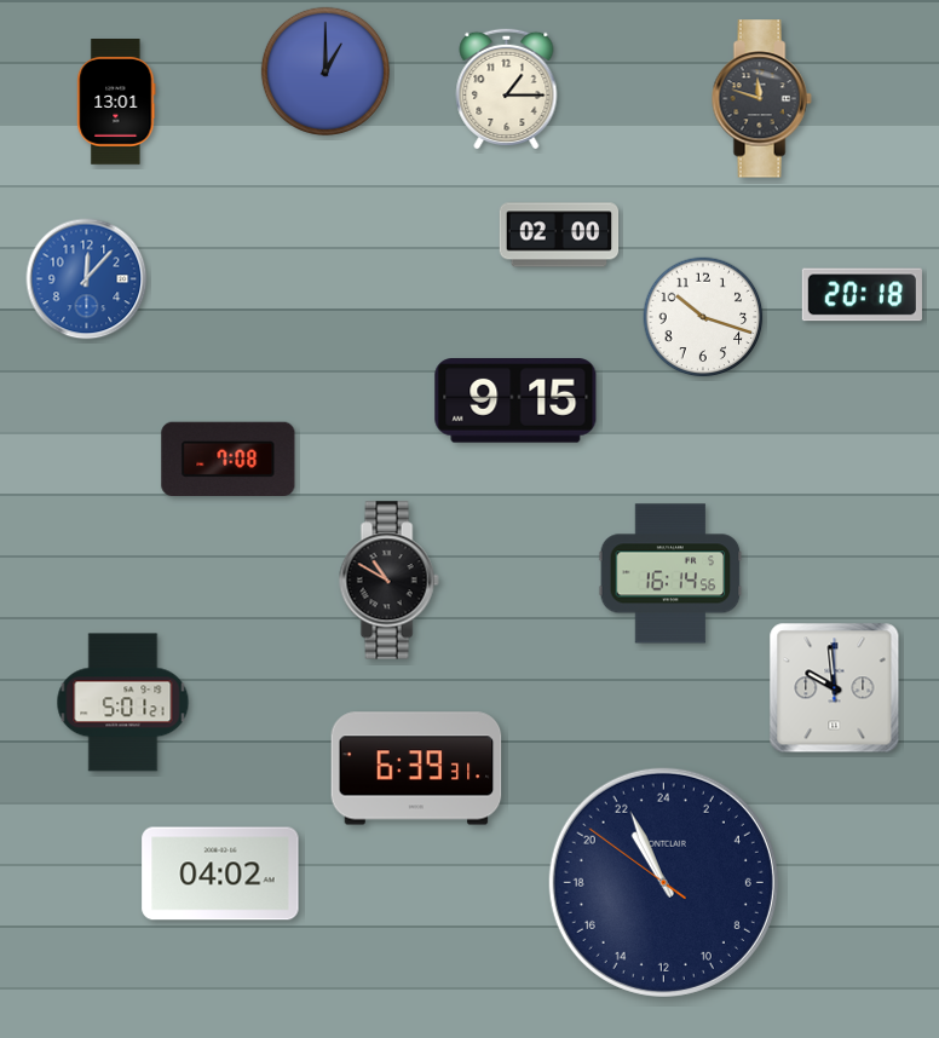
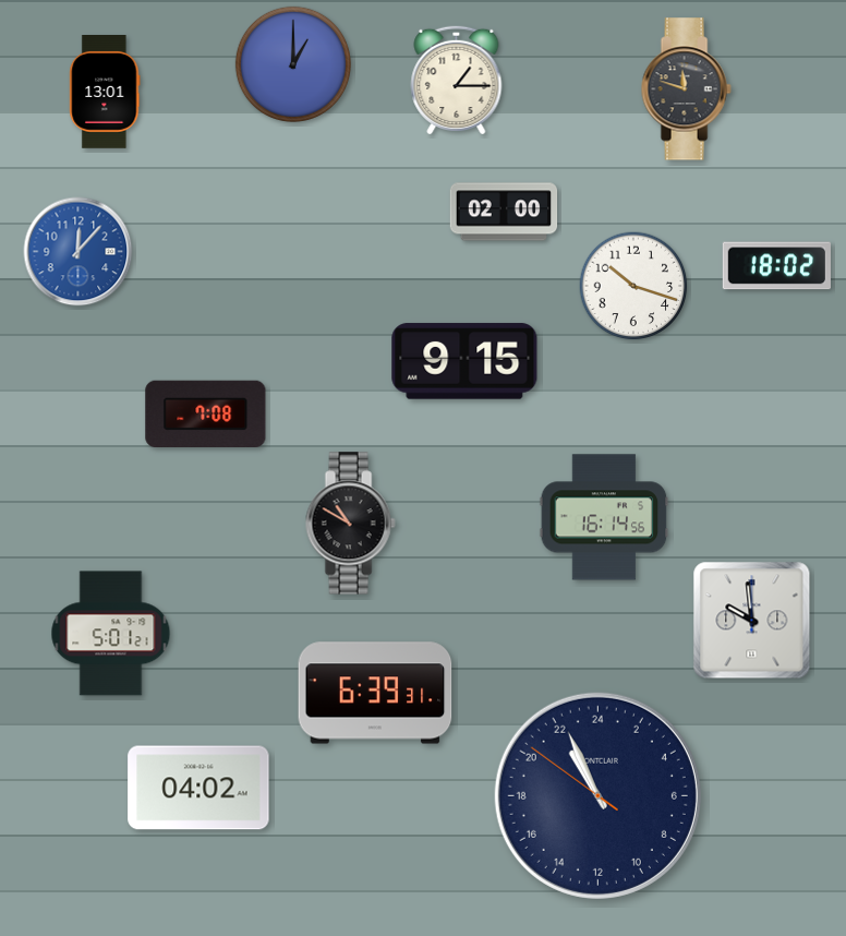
clock at (862, 295): 20:18 -> 18:02
